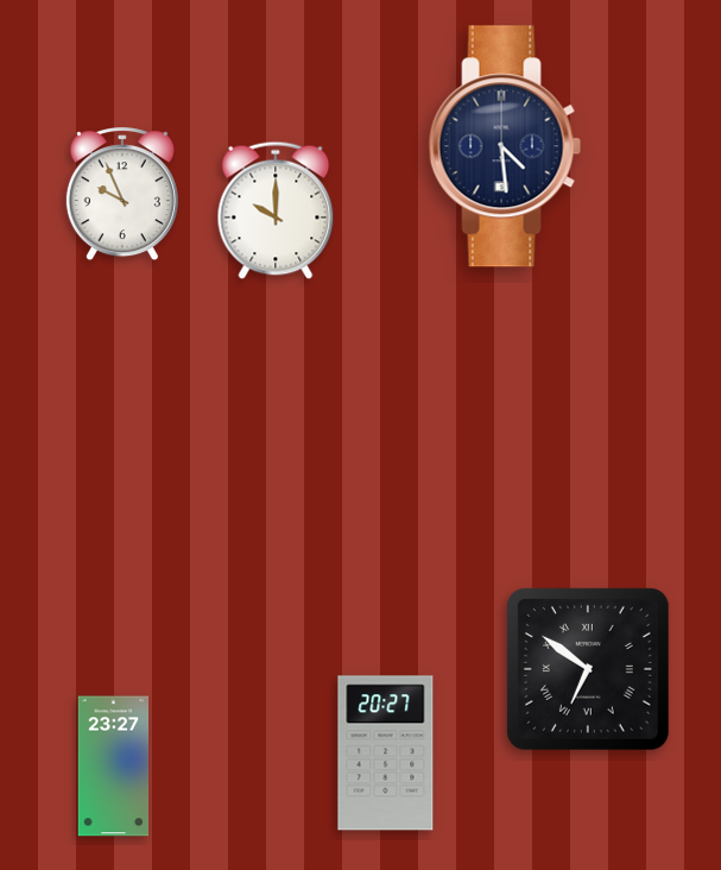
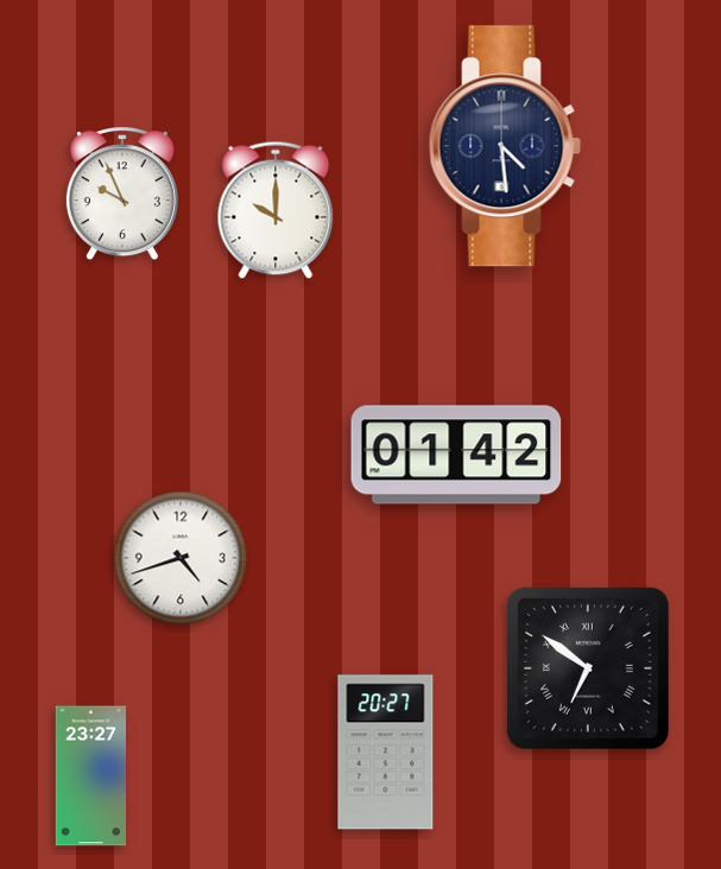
clock at (456, 455): none -> 01:42
clock at (181, 558): none -> 4:42
clock at (114, 767) position: (114, 767) -> (91, 776)
